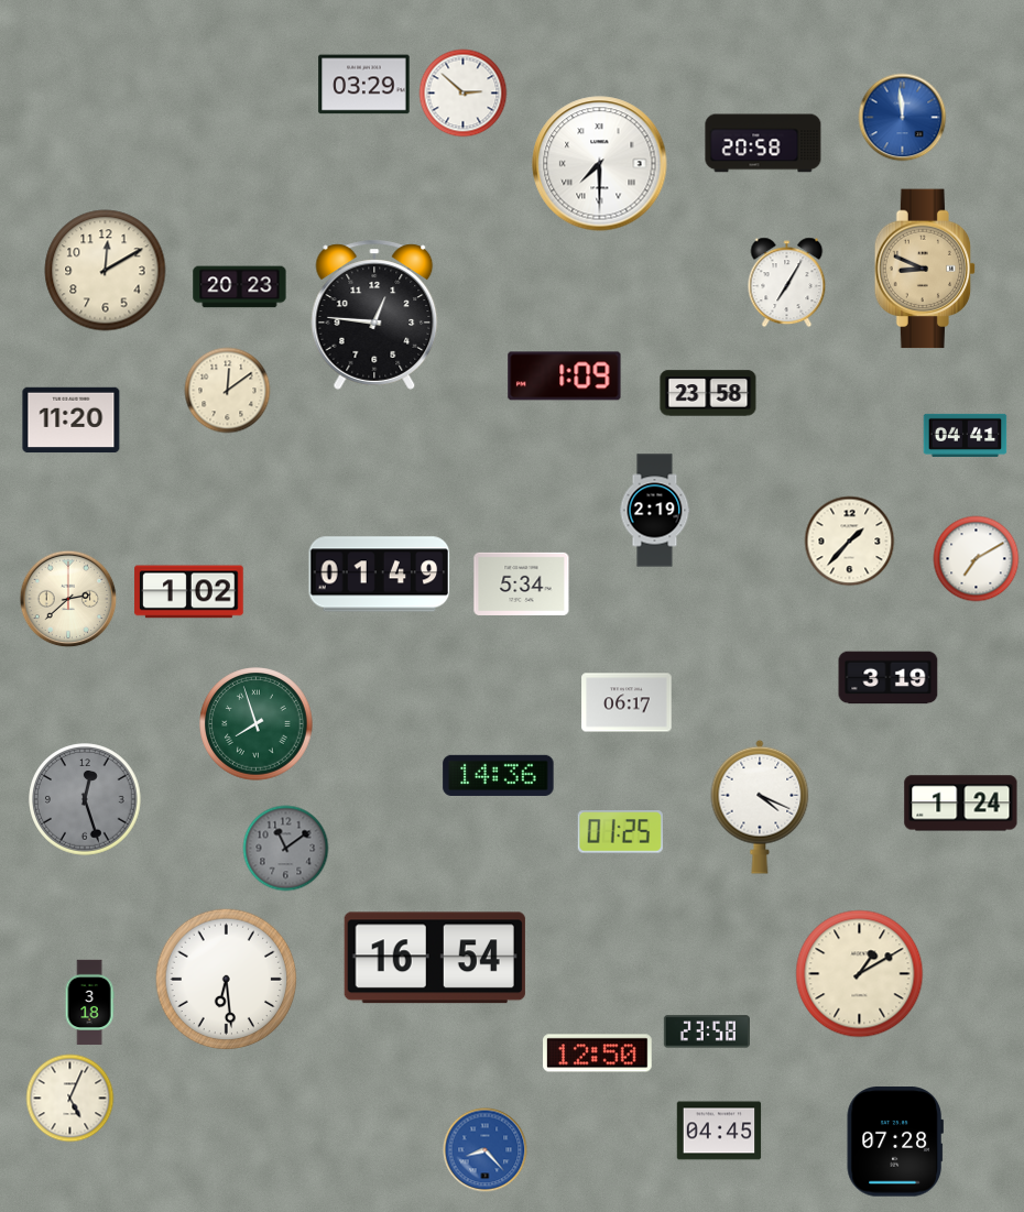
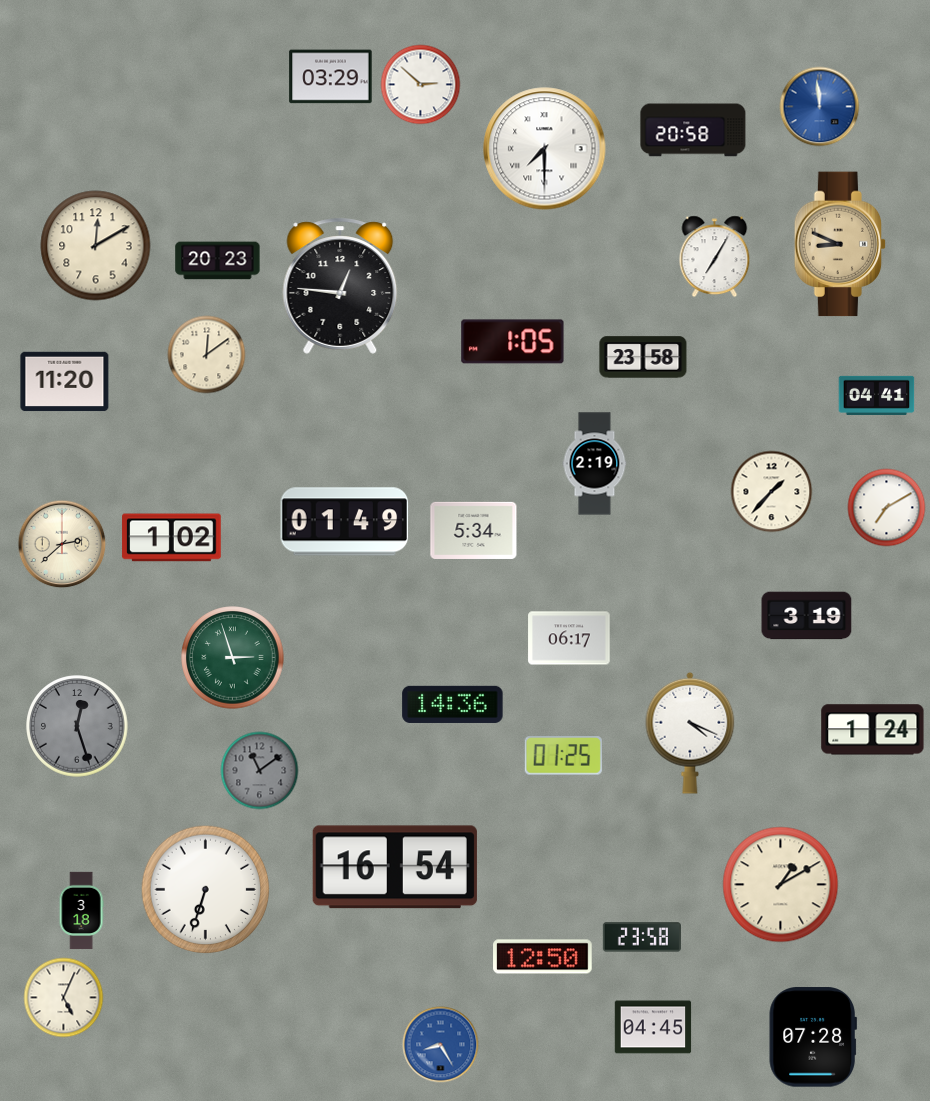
clock at (565, 376): 1:09 -> 1:05
clock at (257, 724): 7:57 -> 2:57
clock at (435, 958) position: (435, 958) -> (395, 867)
clock at (227, 980): 6:29 -> 6:33
clock at (486, 1150): 8:23 -> 8:25
